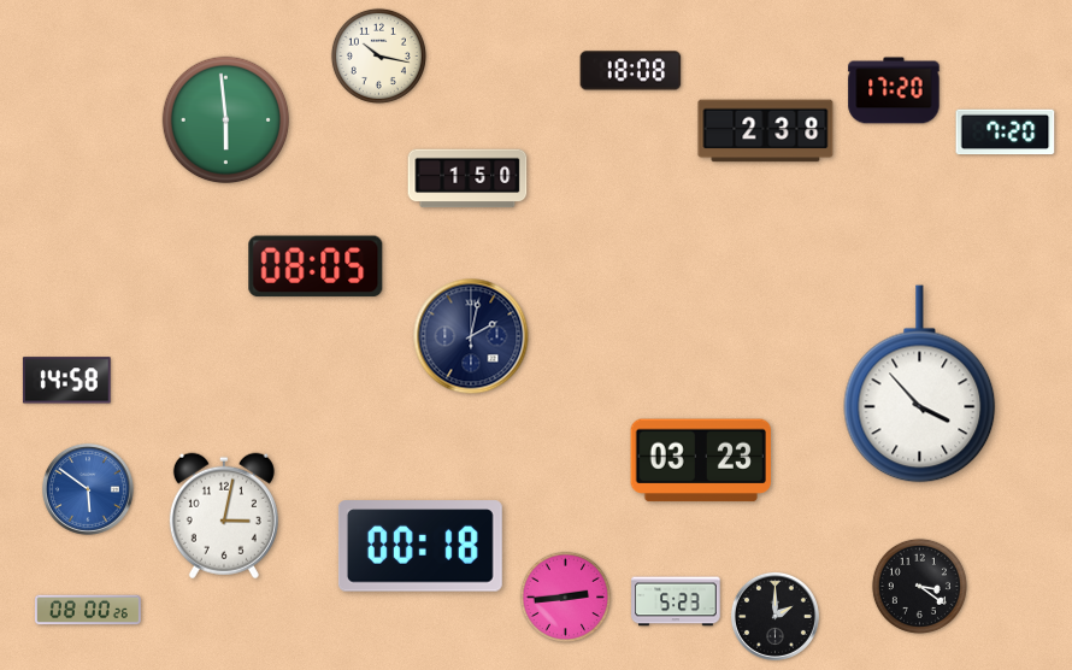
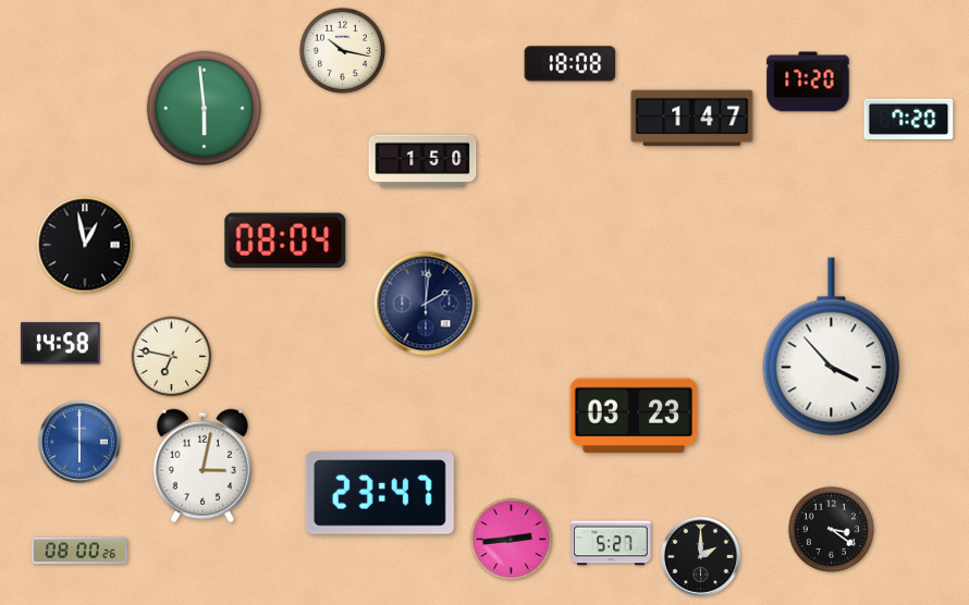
clock at (766, 131): 2:38 -> 1:47
clock at (316, 266): 08:05 -> 08:04
clock at (85, 245): none -> 12:58
clock at (471, 336): 2:02 -> 2:01
clock at (172, 357): none -> 6:47
clock at (88, 489): 5:51 -> 6:00
clock at (420, 546): 00:18 -> 23:47
clock at (676, 601): 5:23 -> 5:27
